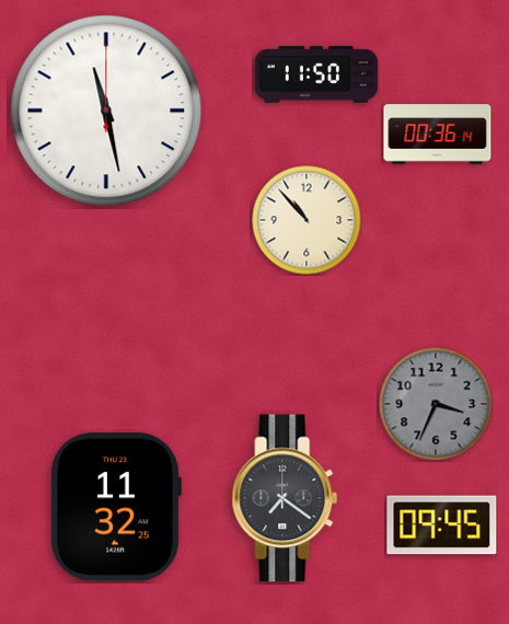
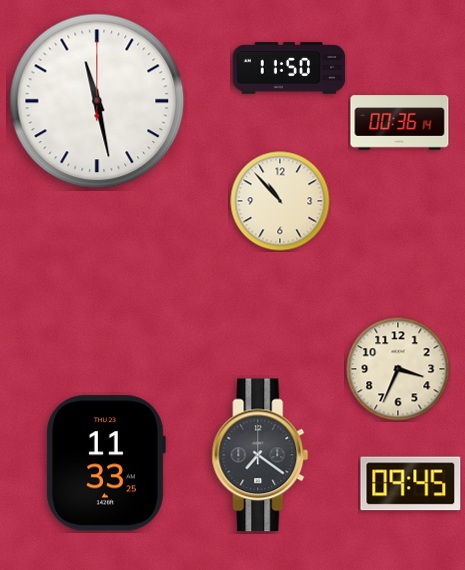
clock at (436, 404) dial: grey -> cream
clock at (116, 507): 11:32 -> 11:33
clock at (442, 525) position: (442, 525) -> (411, 484)
